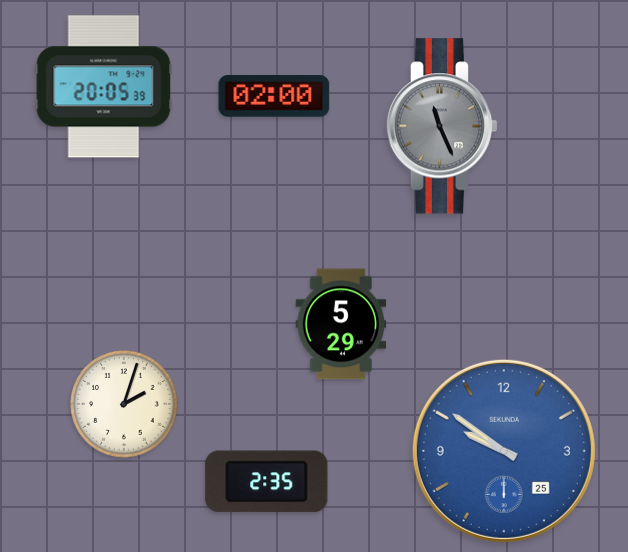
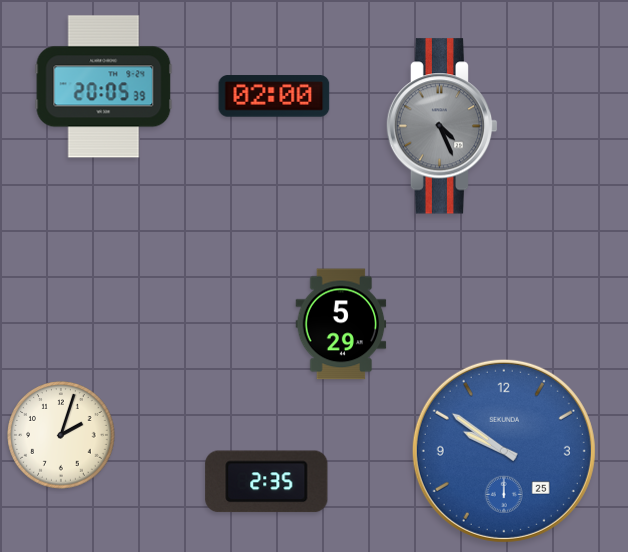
clock at (442, 126): 11:26 -> 4:26
clock at (124, 404) position: (124, 404) -> (61, 435)
